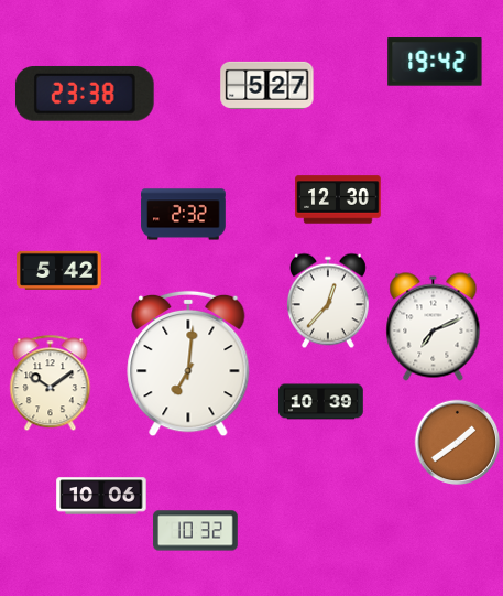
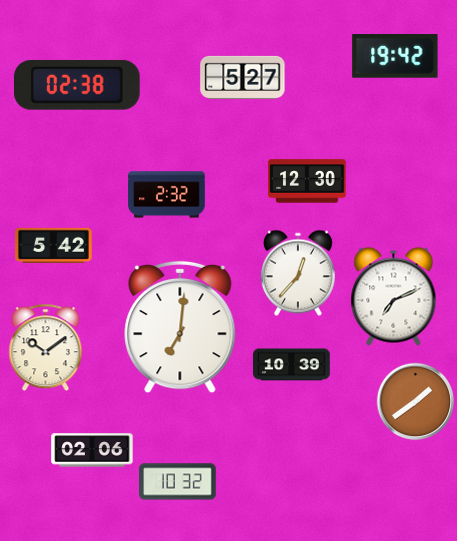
clock at (85, 94): 23:38 -> 02:38
clock at (188, 364) position: (188, 364) -> (180, 327)
clock at (101, 496): 10:06 -> 02:06
